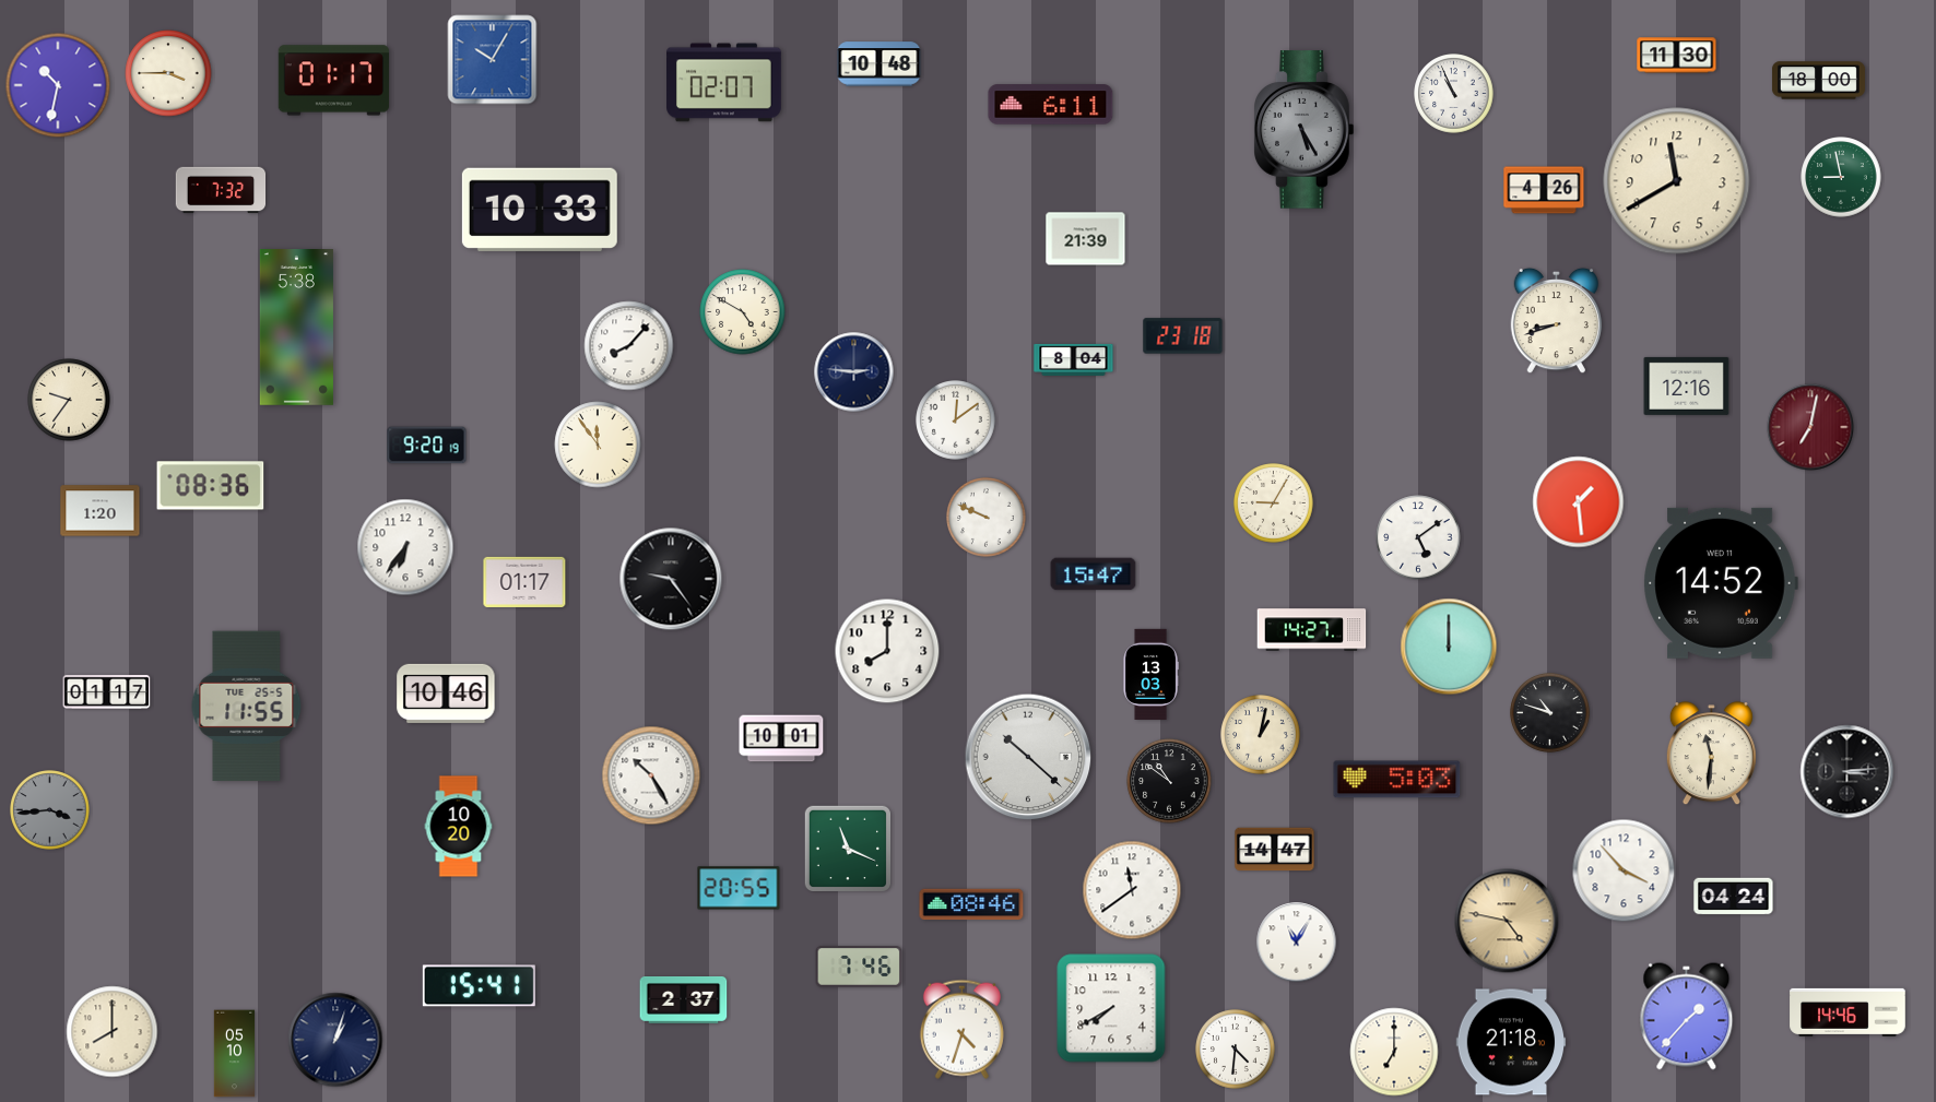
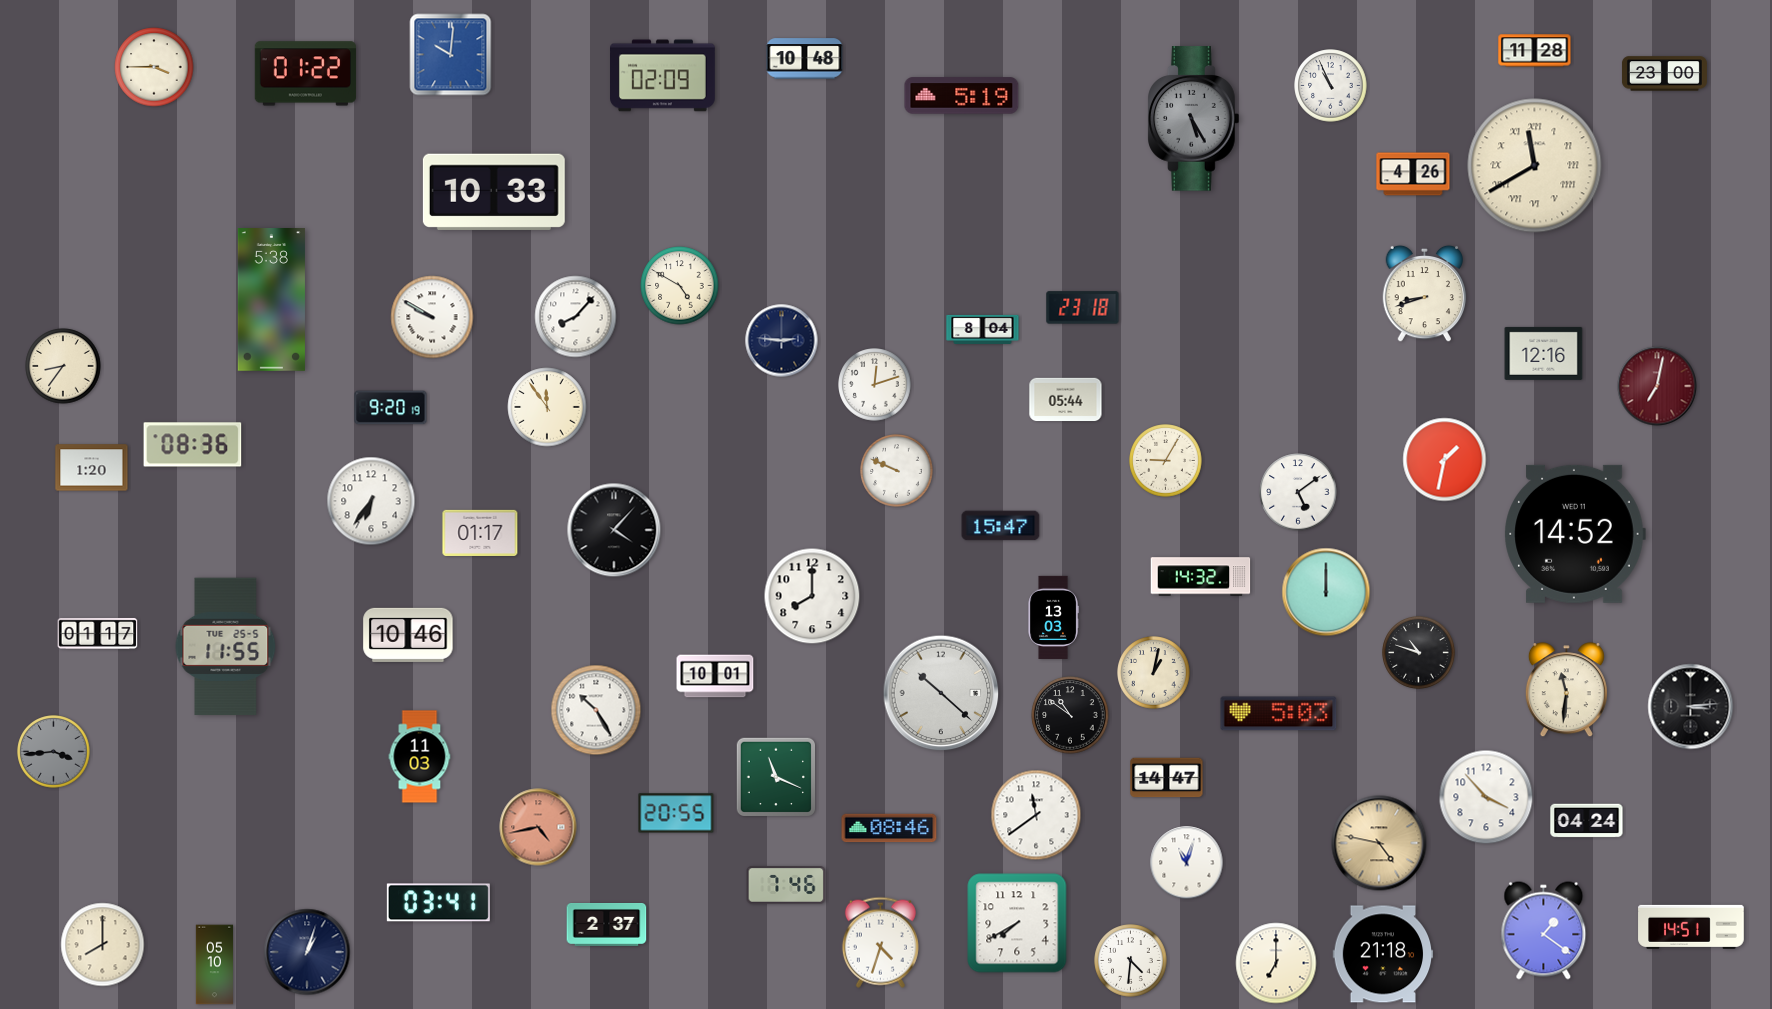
clock at (1677, 56): 11:30 -> 11:28
clock at (493, 60): 10:05 -> 10:01
clock at (333, 81): 01:17 -> 01:22
clock at (1818, 81): 18:00 -> 23:00
clock at (724, 83): 02:07 -> 02:09
clock at (58, 85): 10:32 -> none
clock at (1051, 105): 6:11 -> 5:19
clock at (1841, 177): 8:58 -> none
clock at (1677, 181) numerals: Arabic -> Roman
clock at (221, 190): 7:32 -> none
clock at (1086, 239): 21:39 -> none
clock at (432, 317): none -> 9:50
clock at (69, 400): 9:36 -> 8:36
clock at (956, 420): 12:09 -> 12:12
clock at (1810, 427) position: (1810, 427) -> (1657, 386)
clock at (1066, 400): none -> 05:44
clock at (1579, 502): 1:29 -> 1:32
clock at (987, 518) position: (987, 518) -> (897, 471)
clock at (671, 579): 9:24 -> 4:07
clock at (1312, 630): 14:27 -> 14:32
clock at (50, 810) position: (50, 810) -> (54, 752)
clock at (459, 827): 10:20 -> 11:03
clock at (538, 827): none -> 4:43
clock at (1297, 943): 11:05 -> 11:03
clock at (479, 986): 15:41 -> 03:41
clock at (684, 1000) position: (684, 1000) -> (607, 925)
clock at (1848, 1012): 14:46 -> 14:51
clock at (1687, 1017): 1:37 -> 1:21
